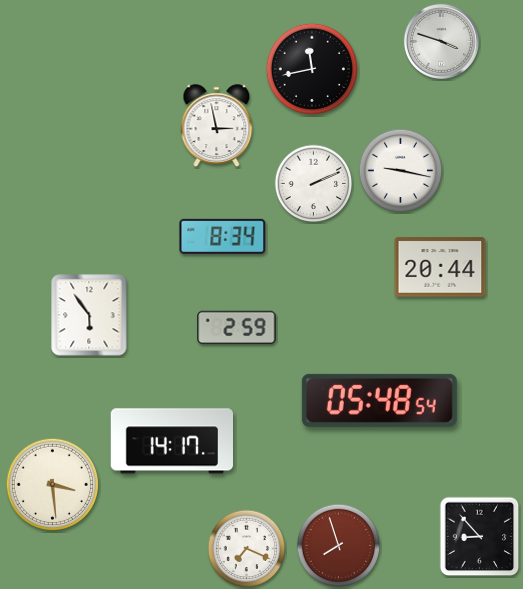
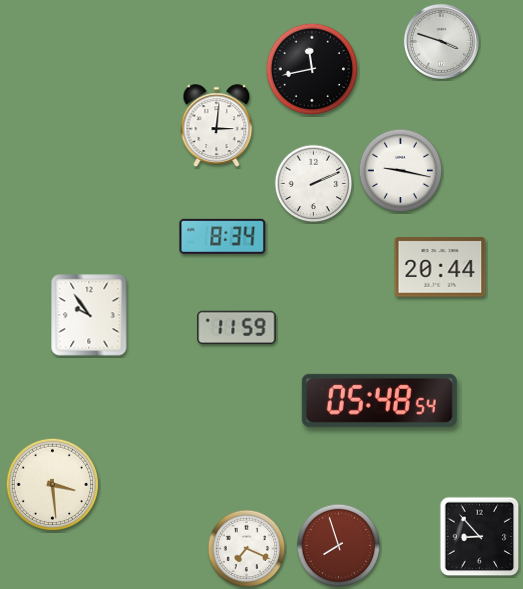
clock at (217, 126): 2:58 -> 3:01
clock at (89, 315): 5:54 -> 9:54
clock at (237, 328): 2:59 -> 11:59
clock at (172, 441): 14:17 -> none
